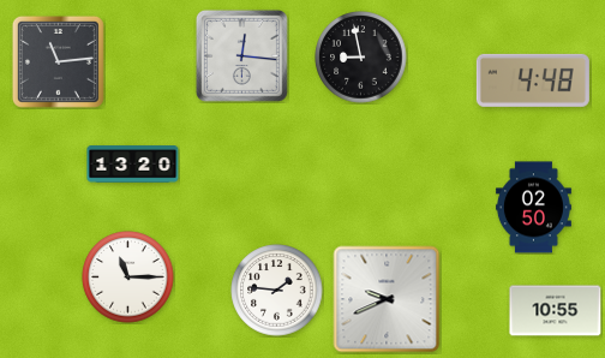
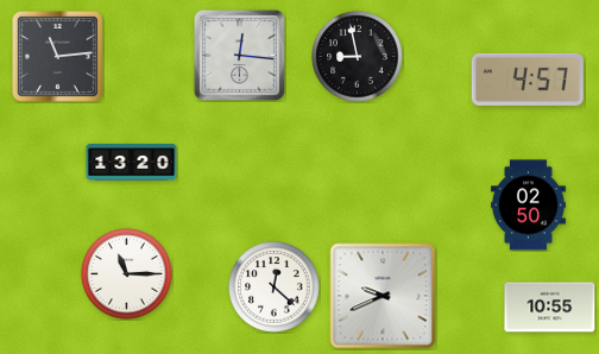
clock at (58, 61) position: (58, 61) -> (57, 56)
clock at (533, 80): 4:48 -> 4:57
clock at (277, 291): 1:46 -> 12:22
